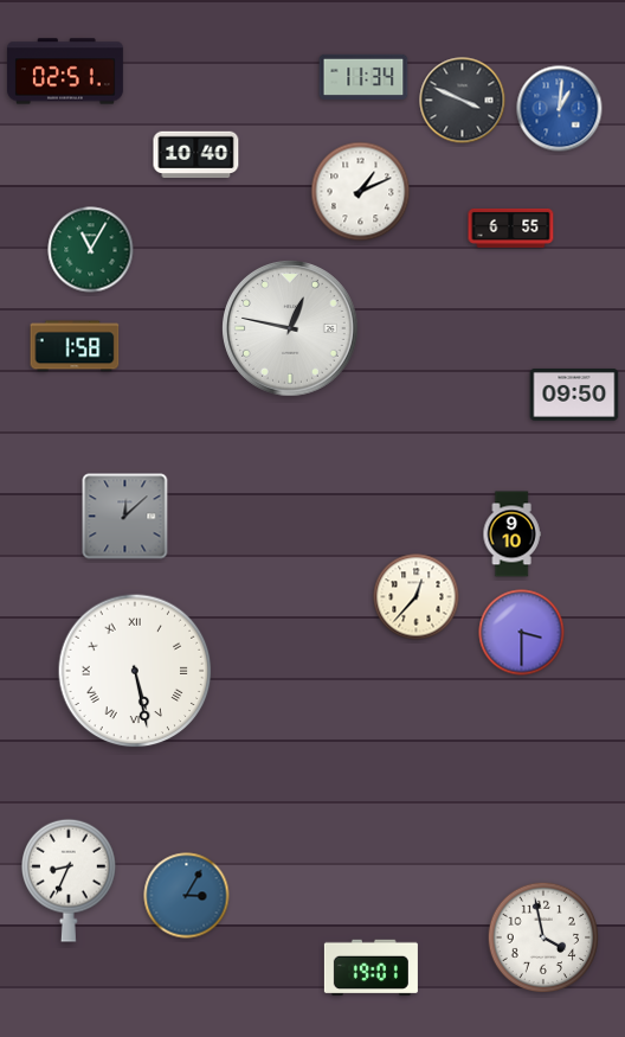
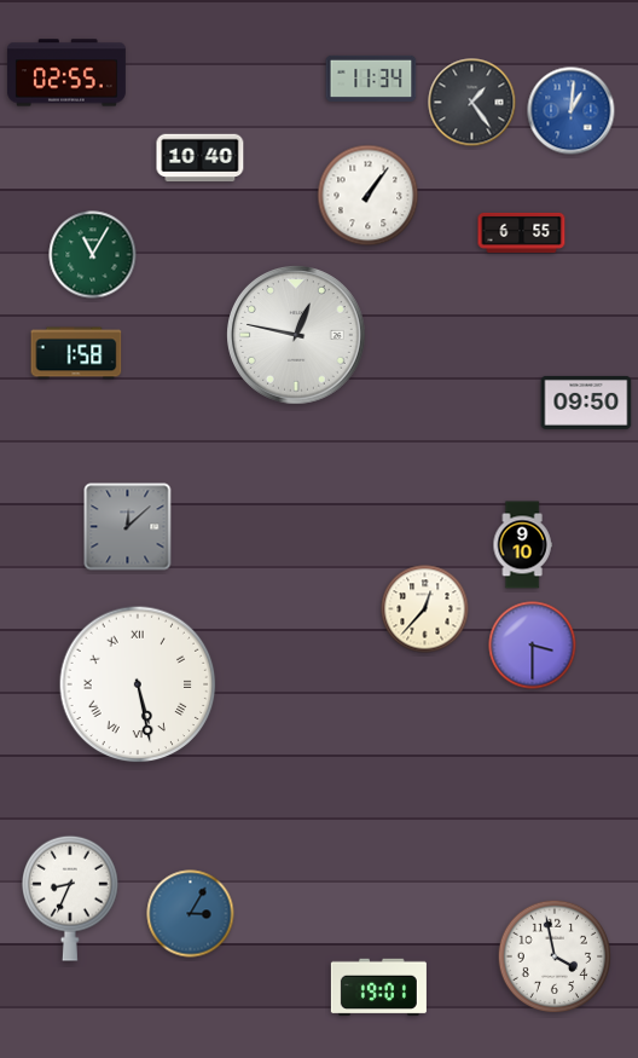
clock at (65, 71): 02:51 -> 02:55
clock at (463, 101): 3:49 -> 1:24
clock at (361, 192): 1:11 -> 1:06
